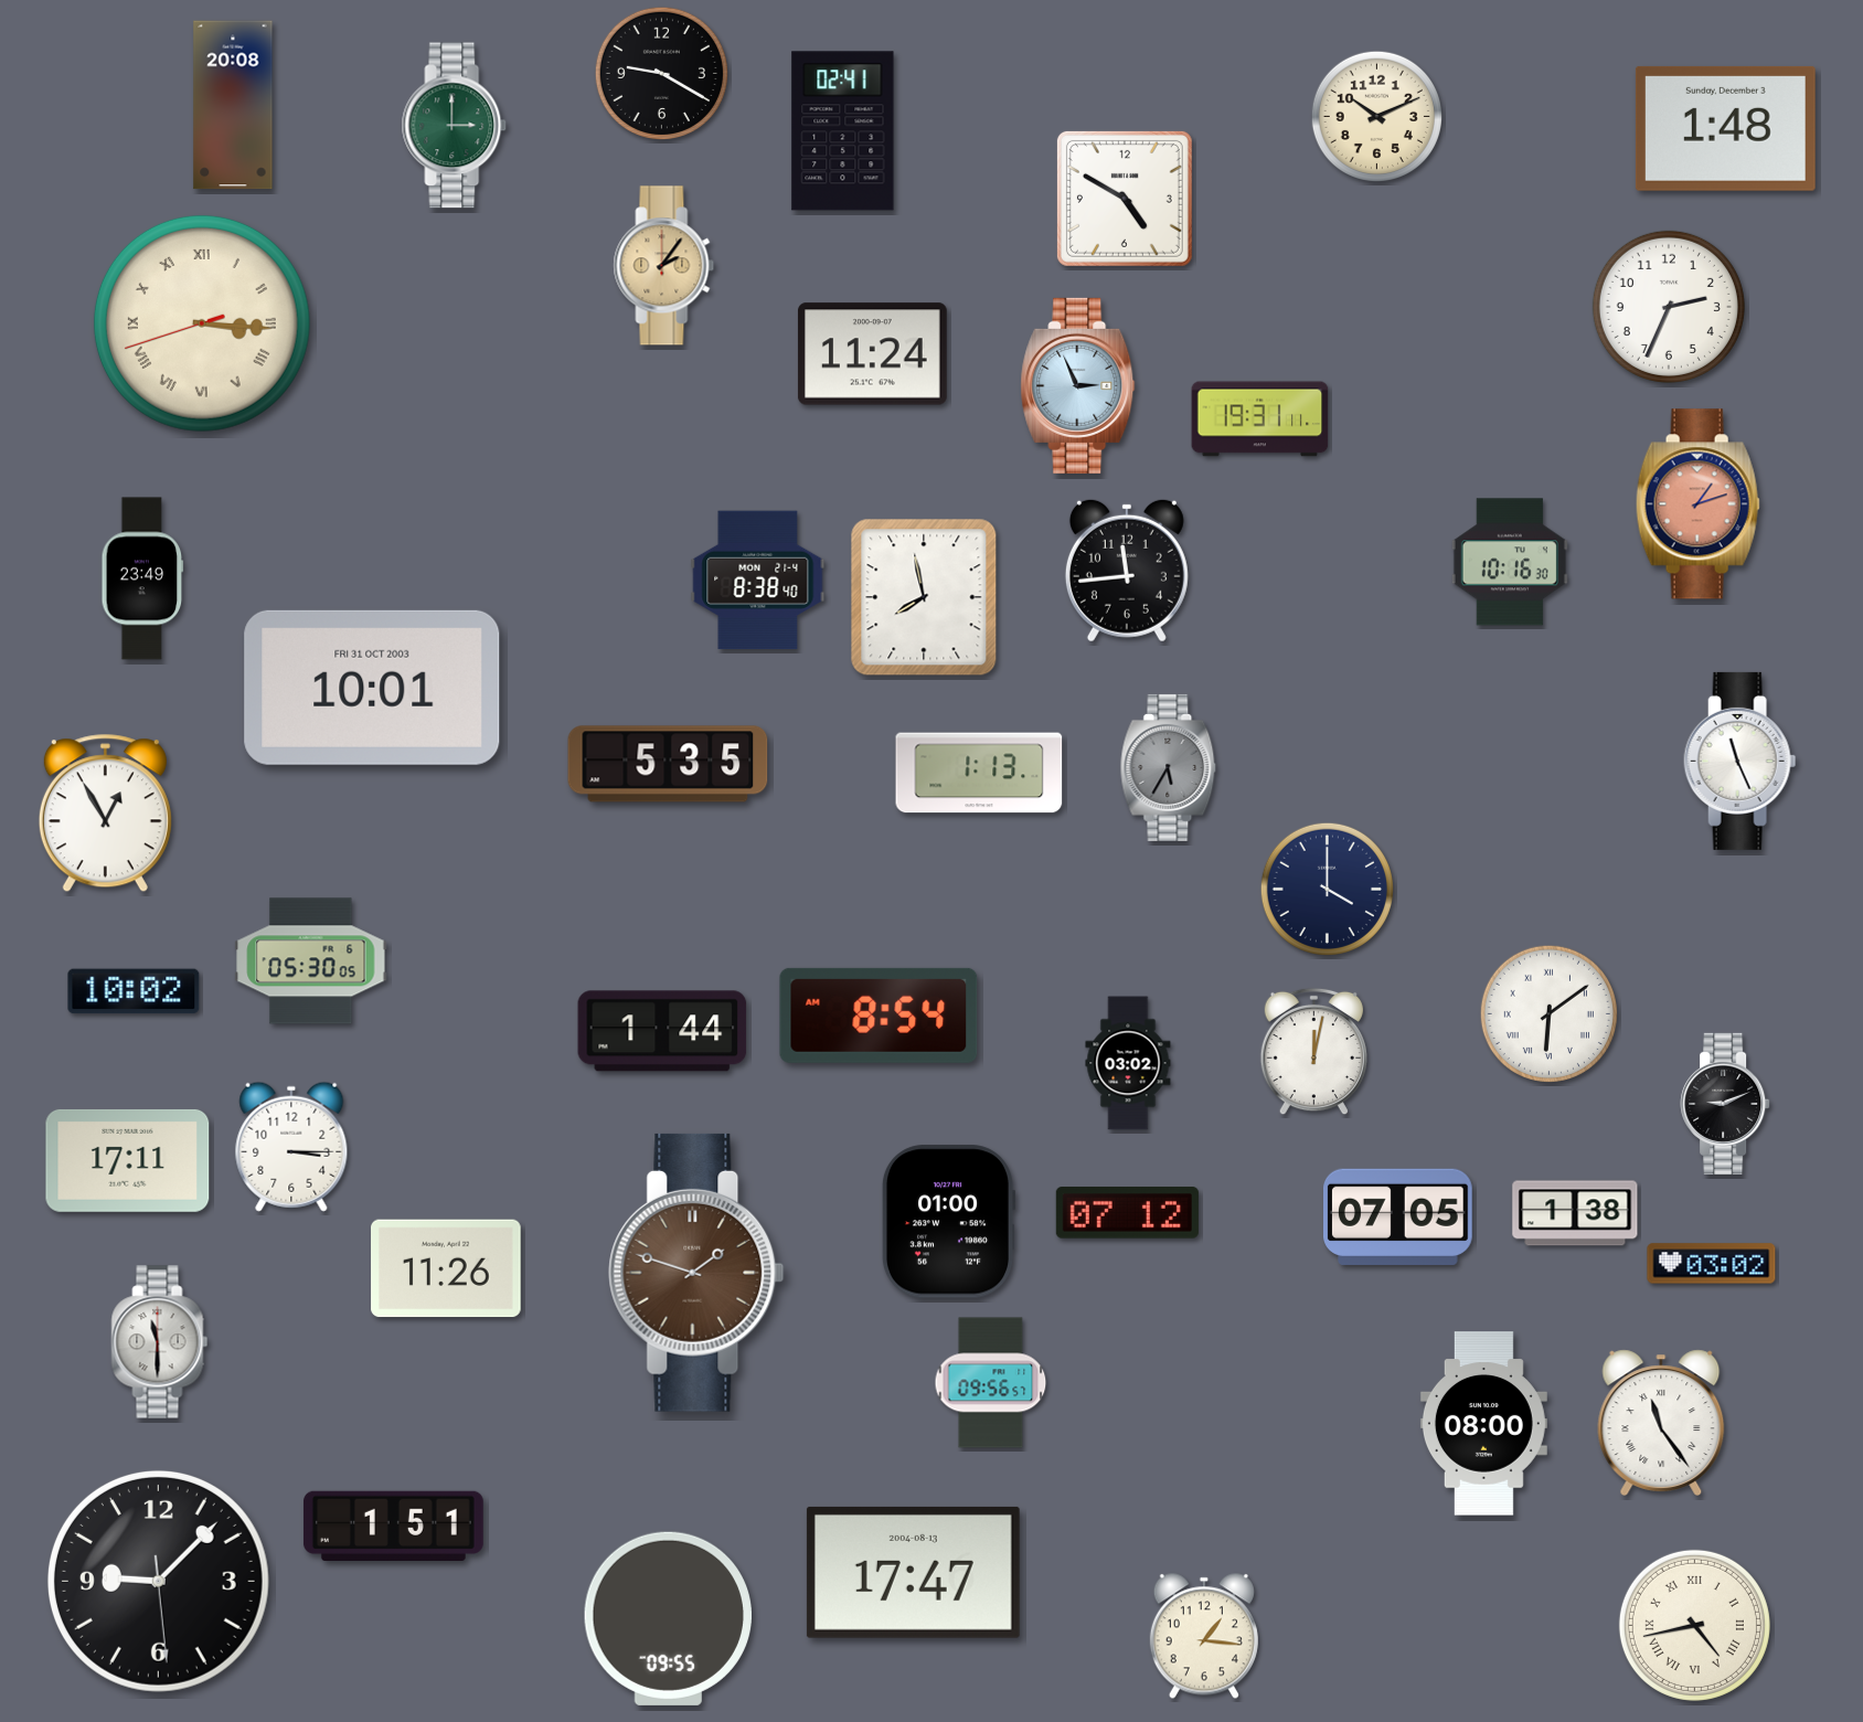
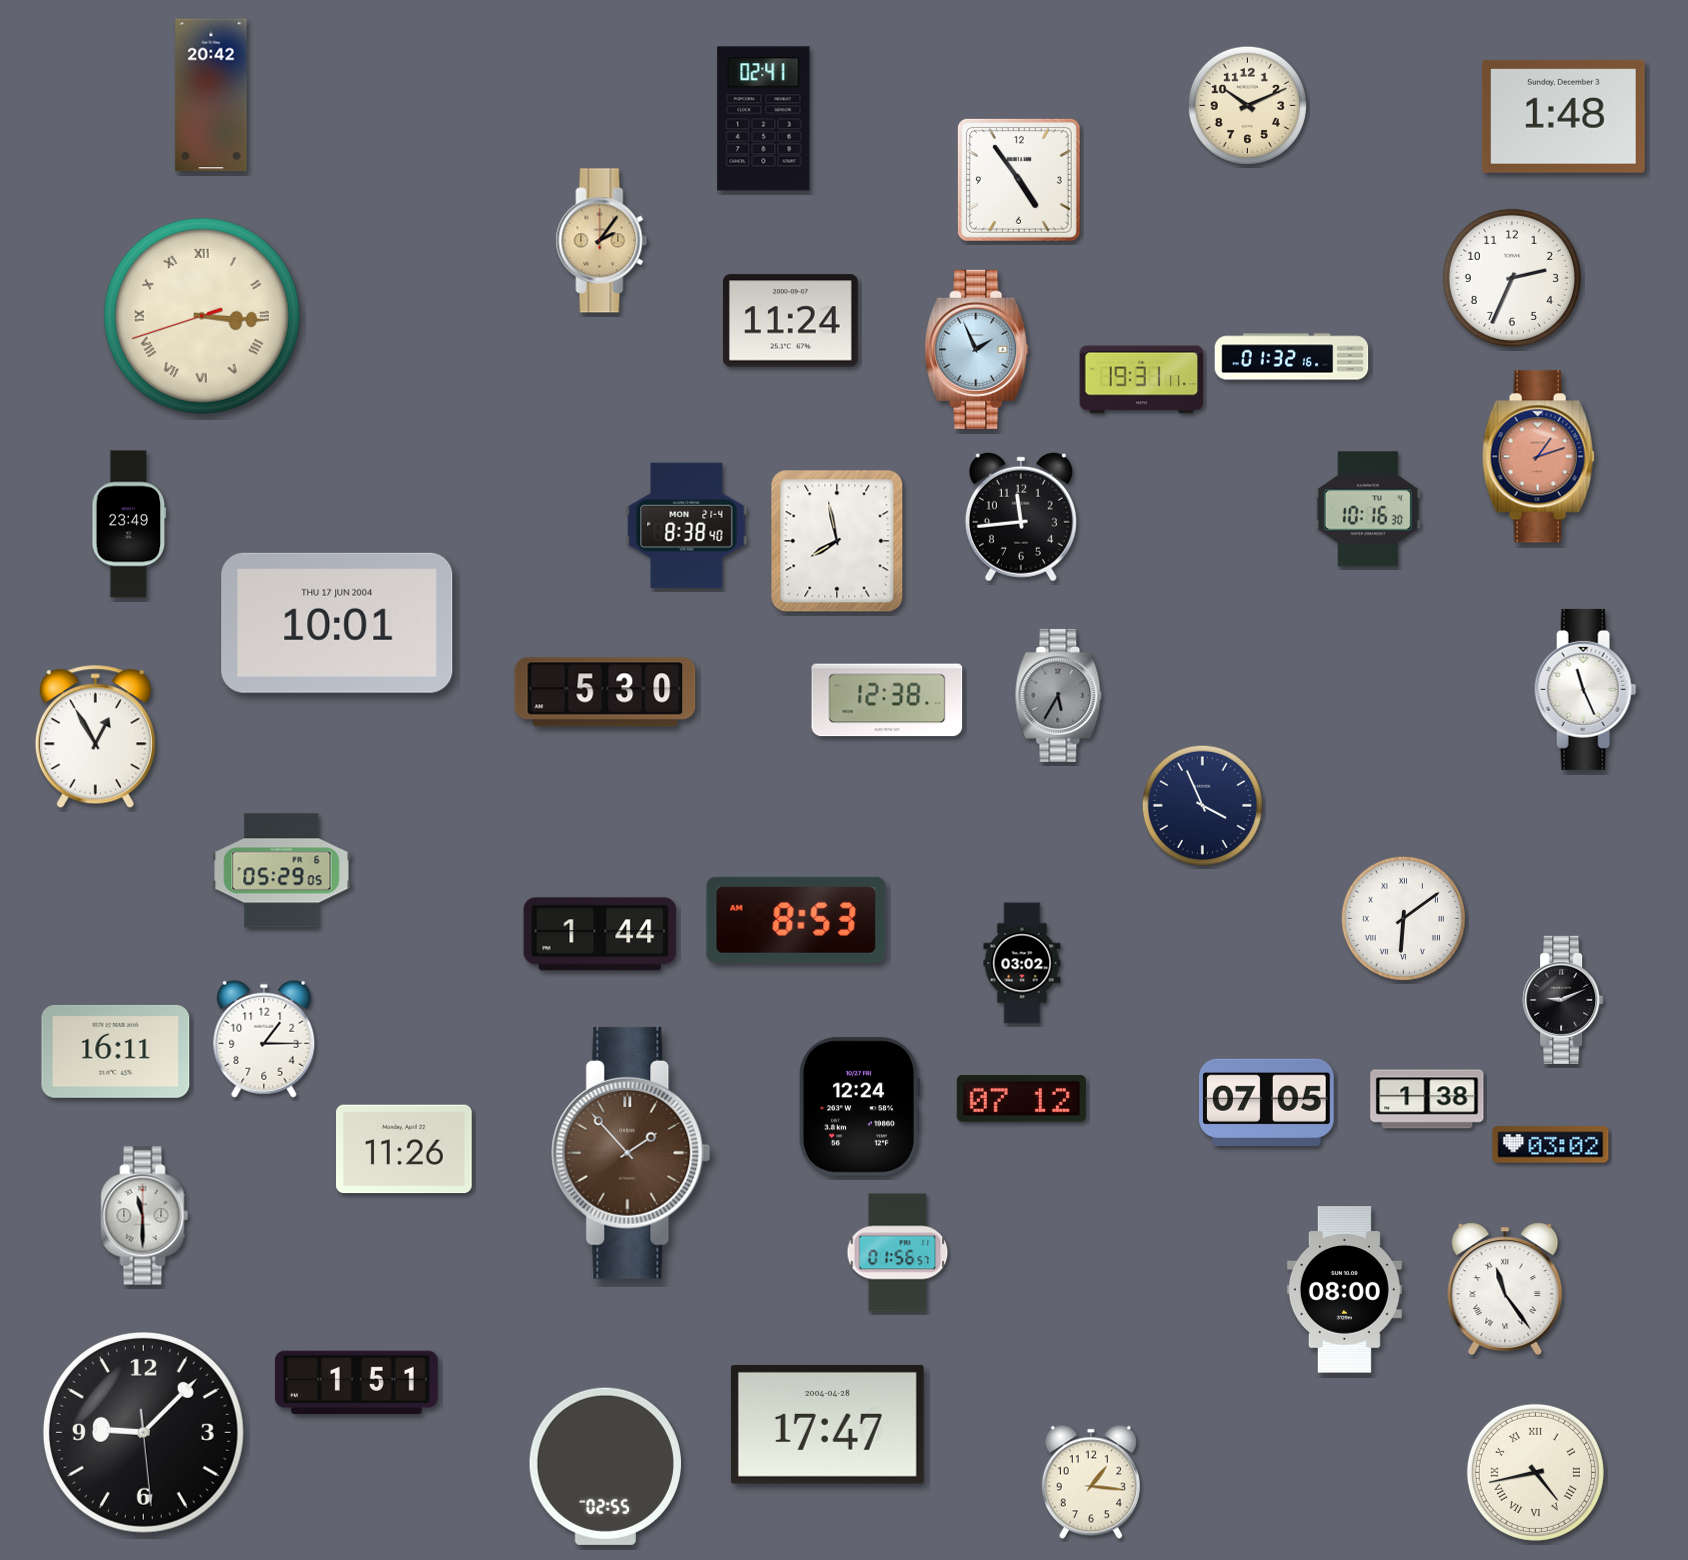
clock at (661, 73): 9:20 -> none
clock at (233, 105): 20:08 -> 20:42
clock at (455, 126): 3:00 -> none
clock at (1125, 199): 4:50 -> 4:54
clock at (202, 323) position: (202, 323) -> (202, 316)
clock at (1078, 385): 2:56 -> 1:56
clock at (1292, 357): none -> 01:32
clock at (372, 688) date: FRI 31 OCT 2003 -> THU 17 JUN 2004
clock at (1740, 761) position: (1740, 761) -> (1586, 689)
clock at (668, 764): 5:35 -> 5:30
clock at (979, 773): 1:13 -> 12:38
clock at (1327, 889): 4:00 -> 3:56
clock at (311, 961): 05:30 -> 05:29
clock at (134, 991): 10:02 -> none
clock at (879, 1016): 8:54 -> 8:53
clock at (1313, 1052): 12:02 -> none
clock at (291, 1147): 3:15 -> 1:15
clock at (128, 1160): 17:11 -> 16:11
clock at (947, 1222): 01:00 -> 12:24
clock at (696, 1273): 1:48 -> 1:53
clock at (991, 1383): 09:56 -> 01:56
clock at (913, 1572) date: 2004-08-13 -> 2004-04-28
clock at (668, 1618): 09:55 -> 02:55
